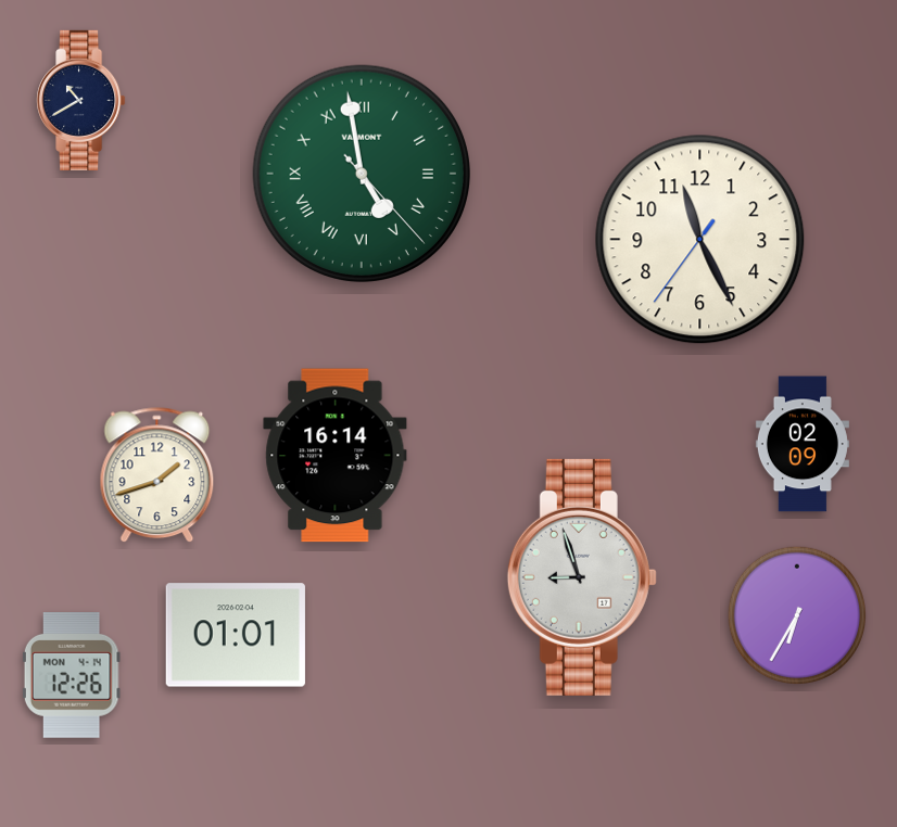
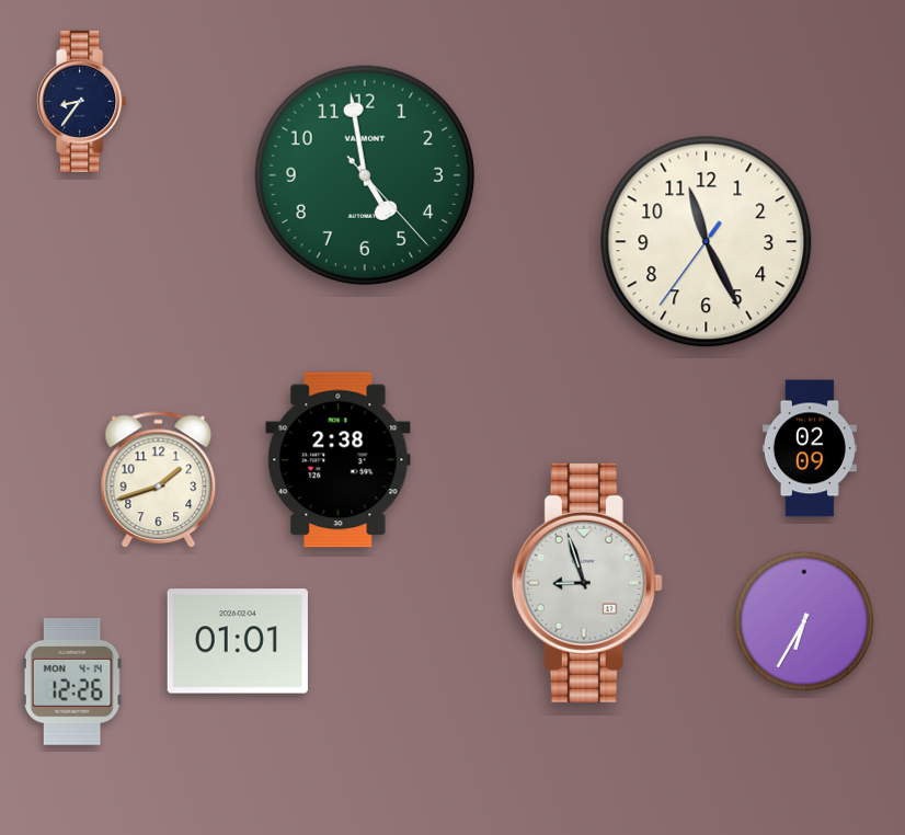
clock at (81, 100): 10:40 -> 8:36
clock at (361, 173) numerals: Roman -> Arabic
clock at (336, 456): 16:14 -> 2:38
